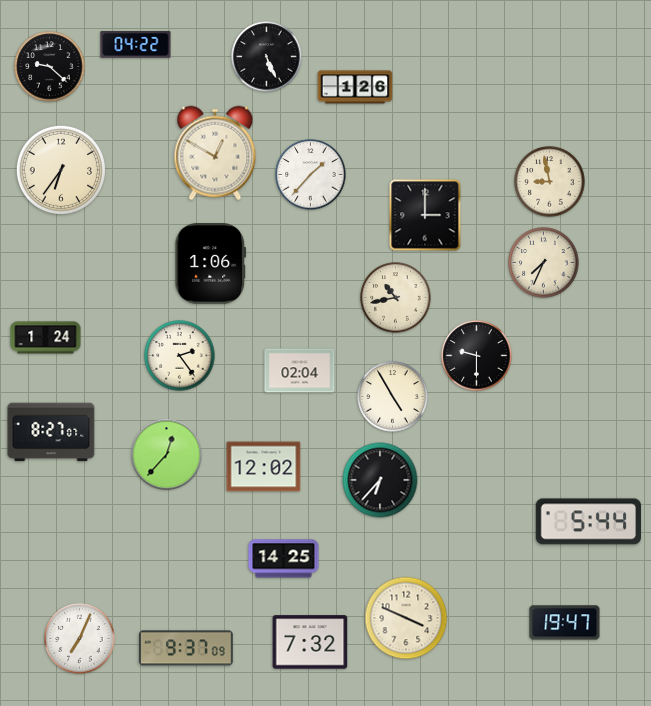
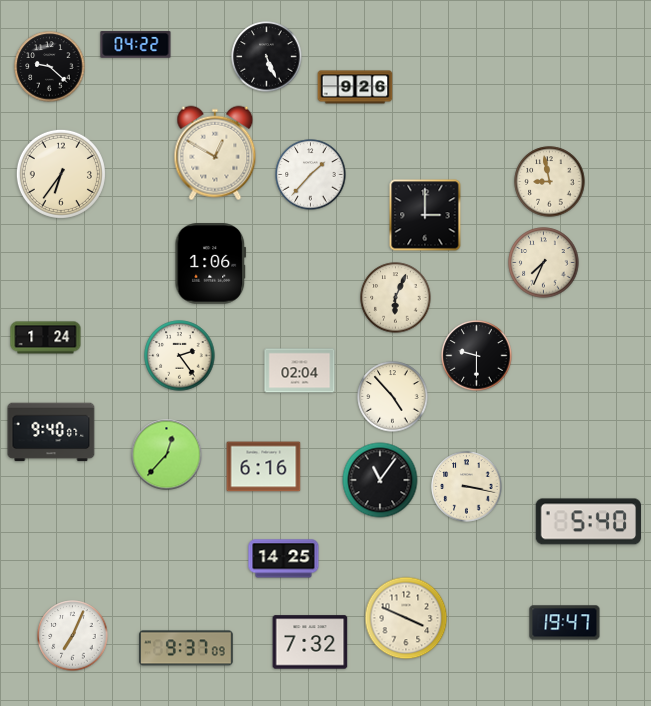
clock at (355, 87): 1:26 -> 9:26
clock at (61, 170) position: (61, 170) -> (61, 174)
clock at (396, 298): 10:43 -> 6:04
clock at (393, 397): 4:55 -> 4:53
clock at (51, 432): 8:27 -> 9:40
clock at (264, 467): 12:02 -> 6:16
clock at (380, 480): 6:37 -> 11:06
clock at (467, 487): none -> 3:17
clock at (588, 522): 5:44 -> 5:40
clock at (80, 639) position: (80, 639) -> (73, 636)
